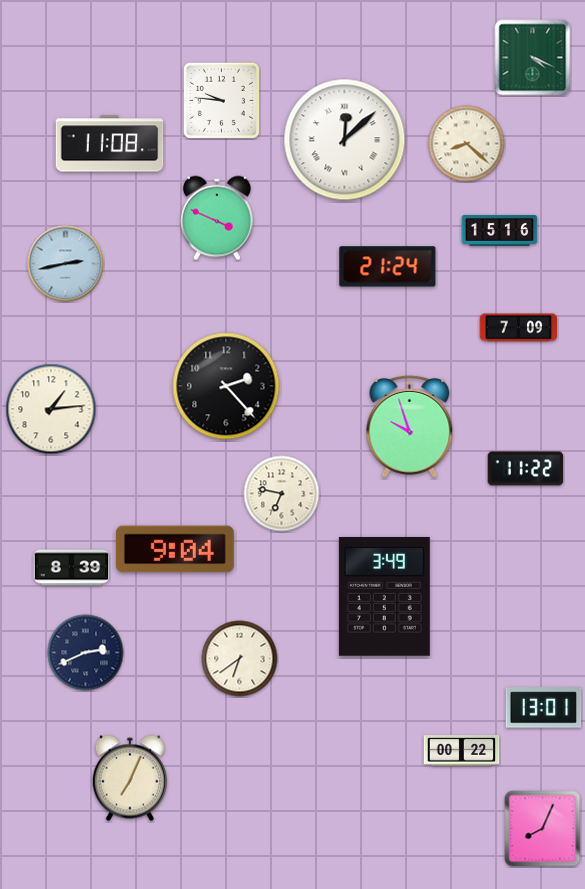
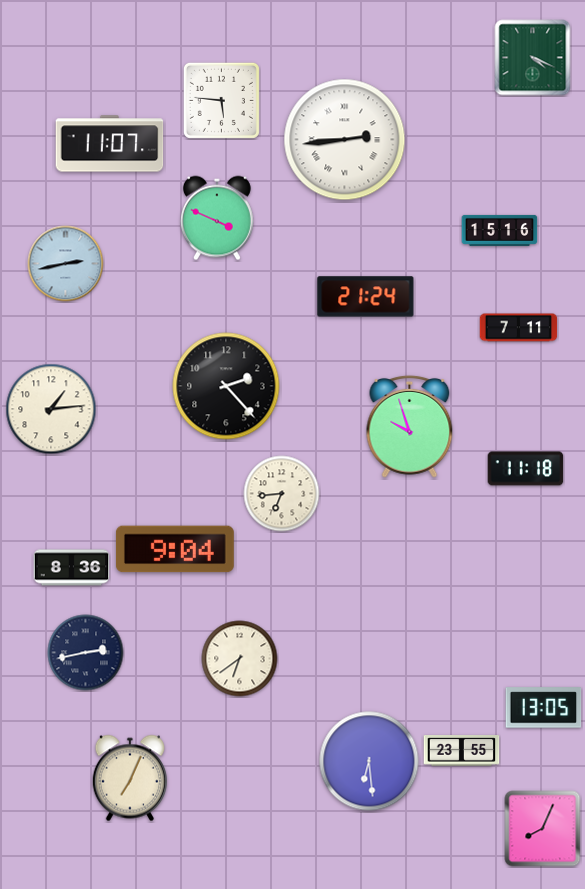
clock at (221, 100): 9:46 -> 5:46
clock at (345, 140): 12:08 -> 2:44
clock at (110, 144): 11:08 -> 11:07
clock at (467, 144): 8:22 -> none
clock at (388, 267) position: (388, 267) -> (366, 297)
clock at (519, 328): 7:09 -> 7:11
clock at (526, 469): 11:22 -> 11:18
clock at (282, 494): 6:47 -> 6:44
clock at (72, 568): 8:39 -> 8:36
clock at (384, 596): 3:49 -> none
clock at (86, 653): 2:41 -> 2:43
clock at (544, 708): 13:01 -> 13:05
clock at (462, 751): 00:22 -> 23:55
clock at (369, 761): none -> 6:29
